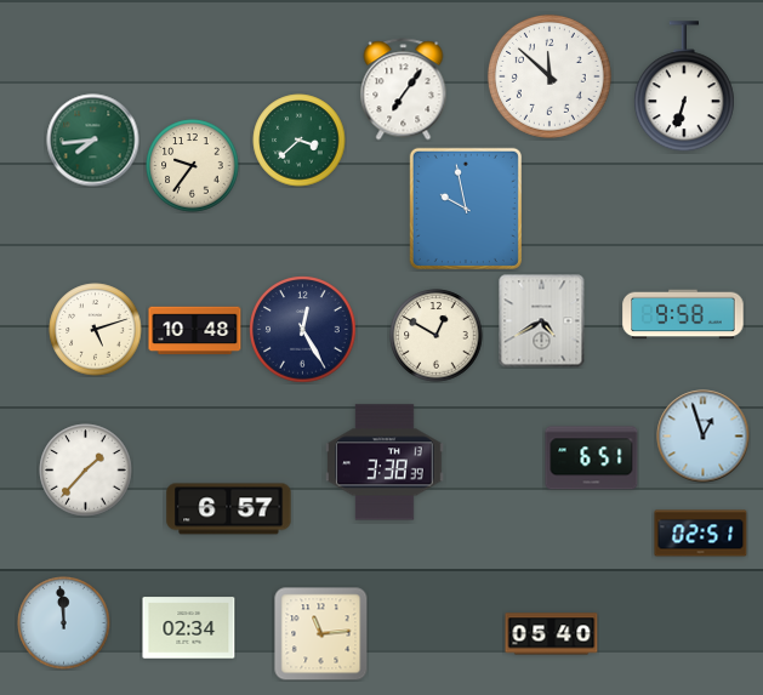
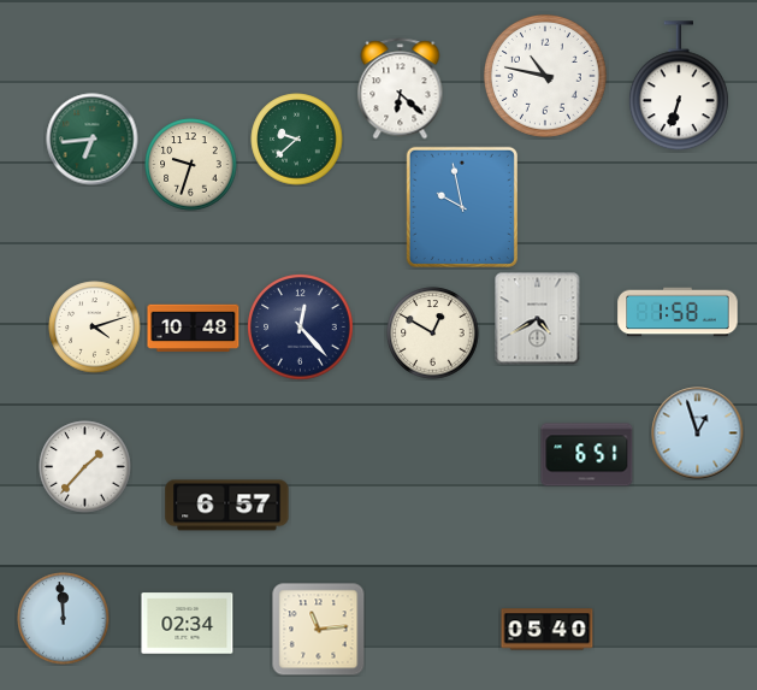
clock at (550, 76): 11:52 -> 10:47
clock at (404, 90): 7:06 -> 6:22
clock at (93, 141): 7:44 -> 6:44
clock at (300, 141): 3:38 -> 9:38
clock at (193, 166): 9:36 -> 9:33
clock at (683, 314): 9:58 -> 1:58
clock at (96, 330): 5:12 -> 4:12
clock at (303, 330): 12:25 -> 12:23
clock at (385, 462): 3:38 -> none
clock at (701, 534): 02:51 -> none
